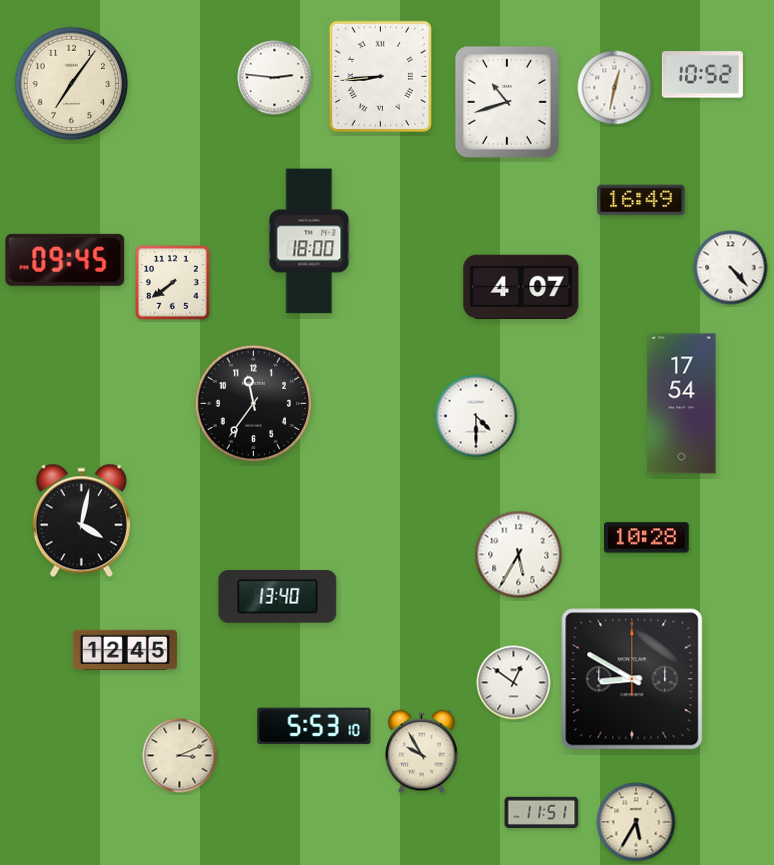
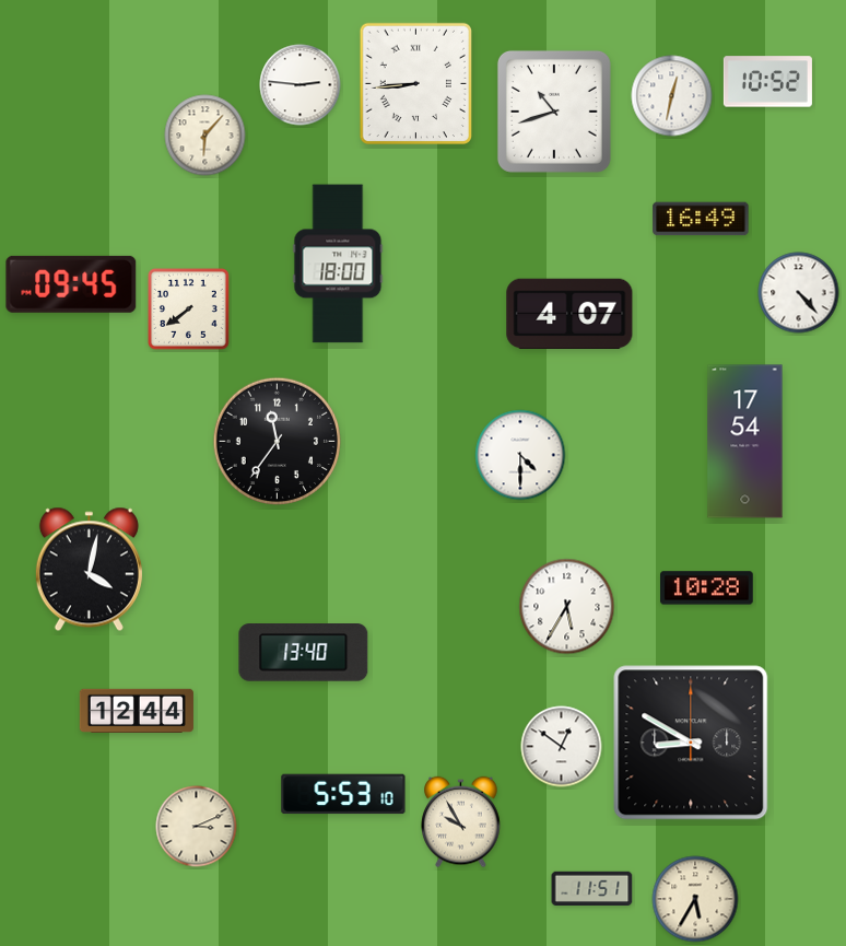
clock at (72, 84): 7:06 -> none
clock at (205, 136): none -> 6:07
clock at (125, 650): 12:45 -> 12:44
